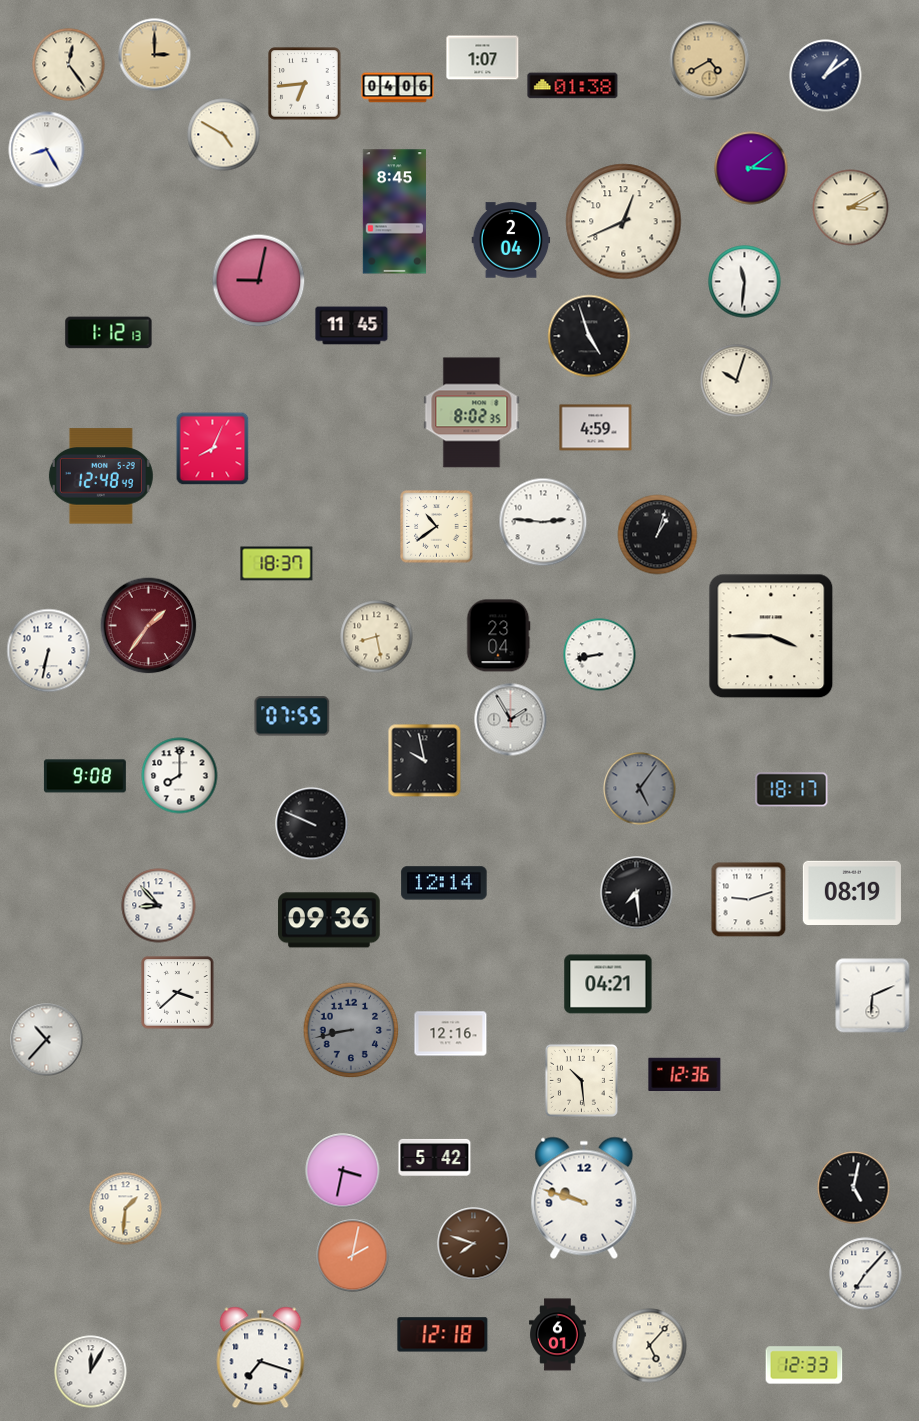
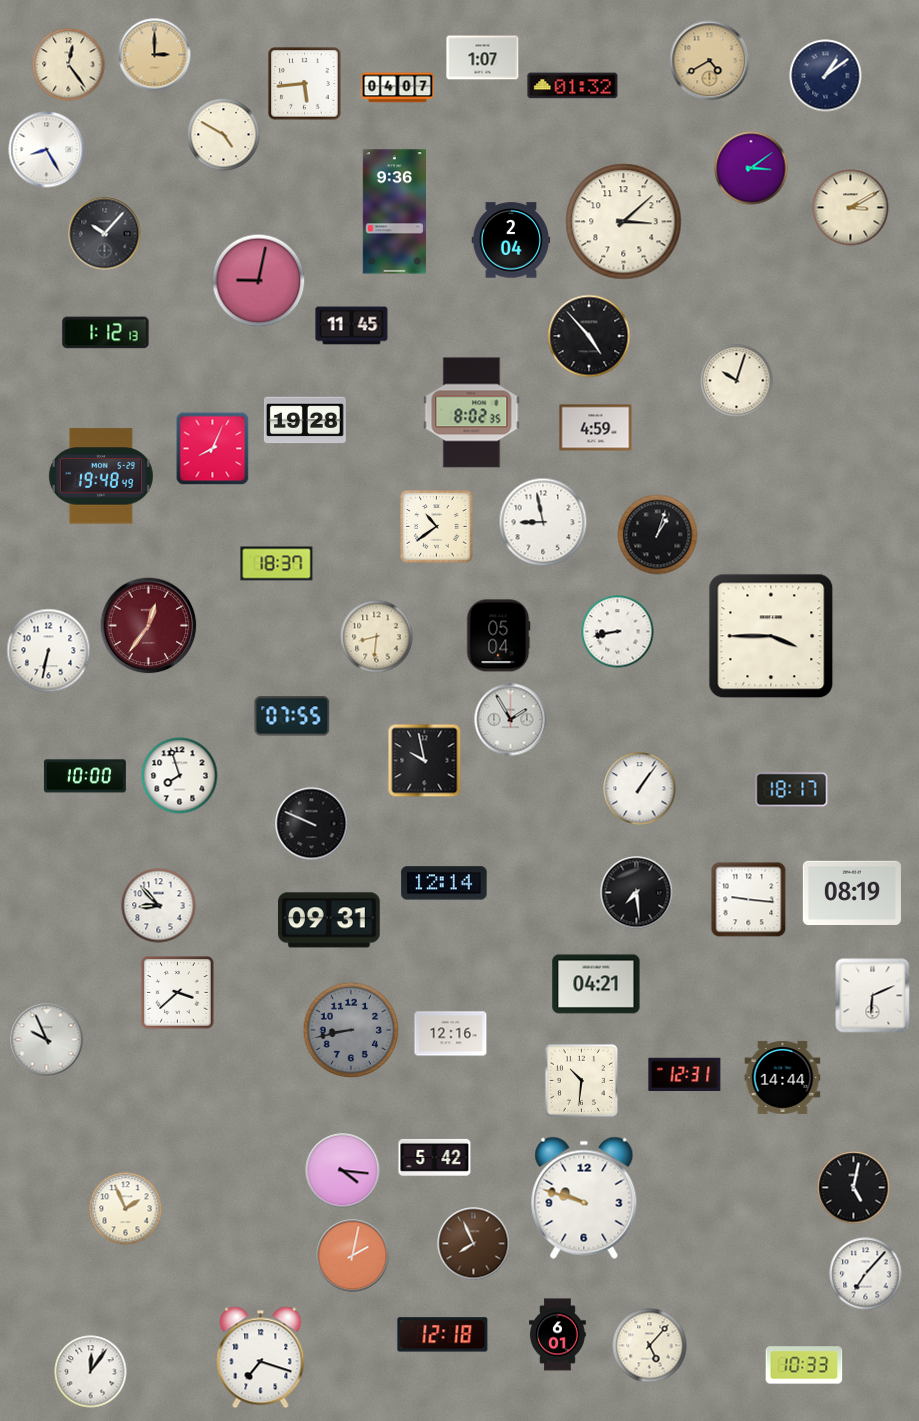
clock at (305, 84): 6:44 -> 5:44
clock at (573, 86): 01:38 -> 01:32
clock at (398, 88): 04:06 -> 04:07
clock at (394, 212): 8:45 -> 9:36
clock at (624, 222): 12:41 -> 3:08
clock at (105, 234): none -> 10:07
clock at (745, 282): 11:31 -> none
clock at (109, 333) position: (109, 333) -> (106, 333)
clock at (589, 336): 4:57 -> 4:53
clock at (305, 420): none -> 19:28
clock at (101, 476): 12:48 -> 19:48
clock at (543, 522): 2:46 -> 8:58
clock at (149, 626): 1:36 -> 12:36
clock at (498, 636): 23:04 -> 05:04
clock at (377, 637): 8:28 -> 8:31
clock at (600, 655) position: (600, 655) -> (618, 632)
clock at (85, 776): 9:08 -> 10:00
clock at (180, 776): 8:00 -> 7:57
clock at (640, 789): 5:06 -> 1:06
clock at (640, 789) dial: grey -> white
clock at (749, 900): 9:12 -> 9:16
clock at (329, 920): 09:36 -> 09:31
clock at (608, 984) position: (608, 984) -> (596, 984)
clock at (47, 1040): 10:37 -> 9:56
clock at (685, 1075): 12:36 -> 12:31
clock at (783, 1077): none -> 14:44
clock at (581, 1080): 10:29 -> 10:31
clock at (343, 1171): 3:32 -> 4:16
clock at (126, 1209): 1:31 -> 1:56
clock at (474, 1244): 7:48 -> 7:56
clock at (804, 1365): 12:33 -> 10:33
clock at (91, 1372): 12:05 -> 12:06
